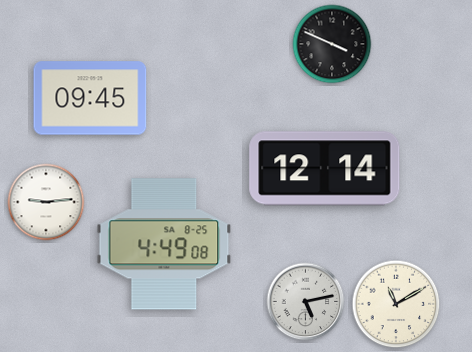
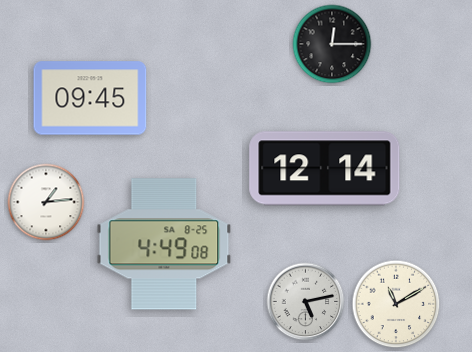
clock at (332, 44): 3:49 -> 12:15
clock at (46, 202): 9:14 -> 1:14
